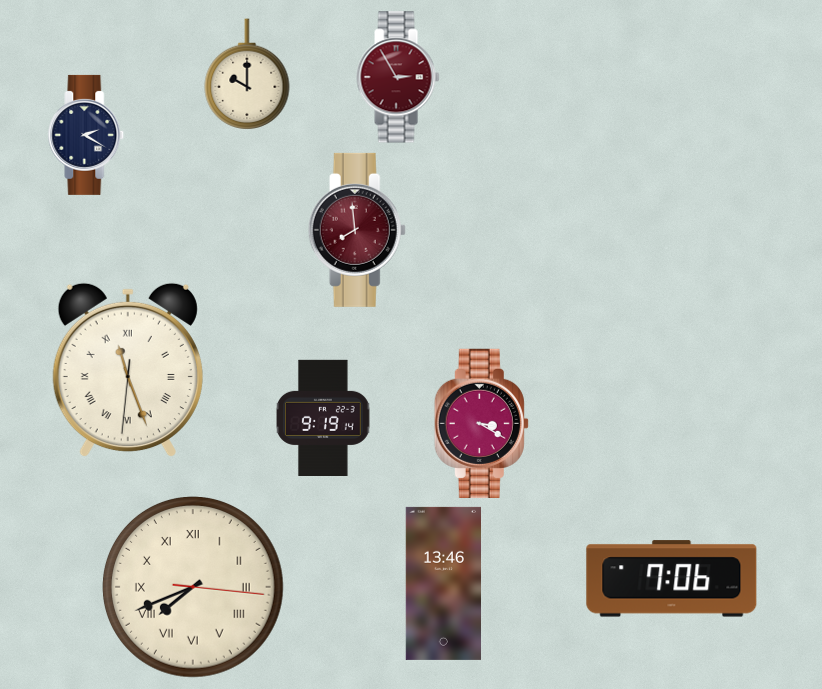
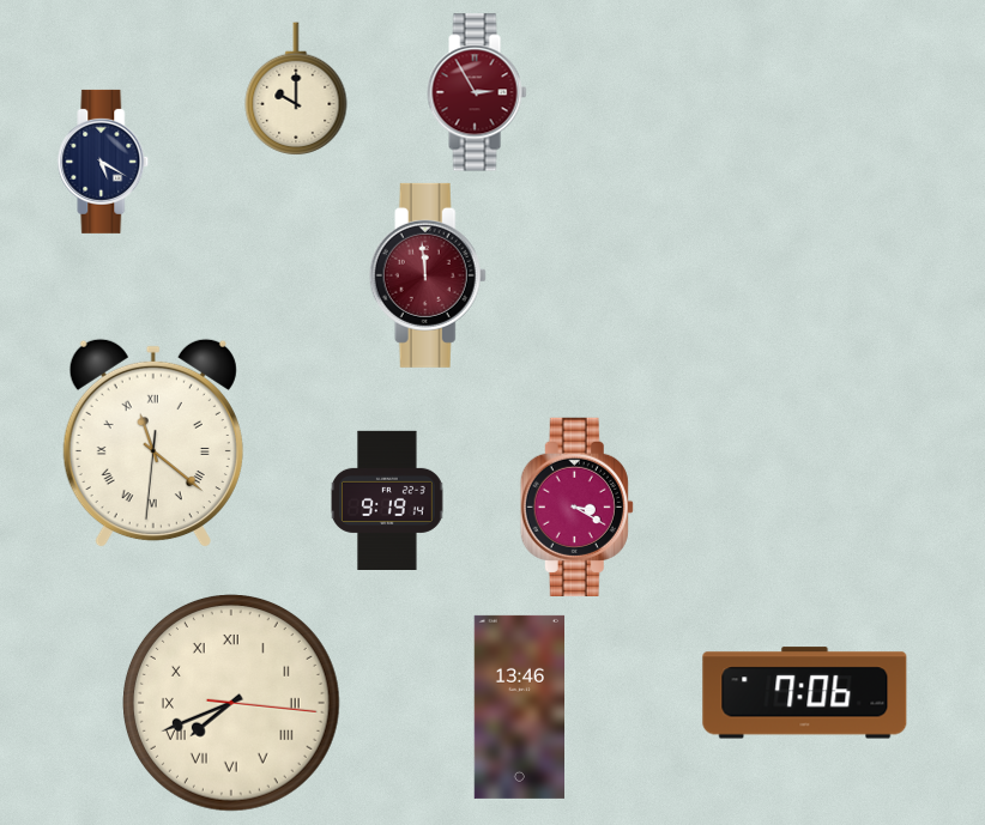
clock at (86, 135): 2:20 -> 5:20
clock at (357, 230): 7:59 -> 11:59
clock at (128, 370): 11:26 -> 11:21
clock at (443, 583) position: (443, 583) -> (519, 706)
